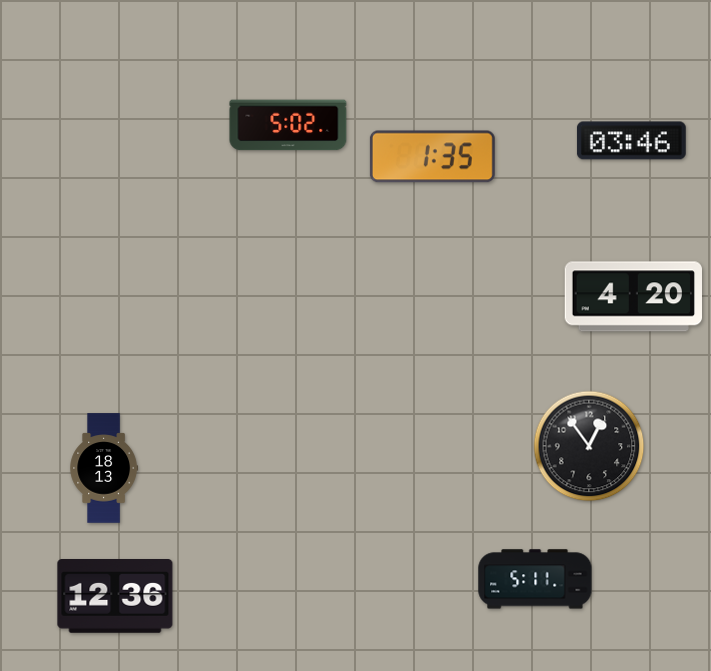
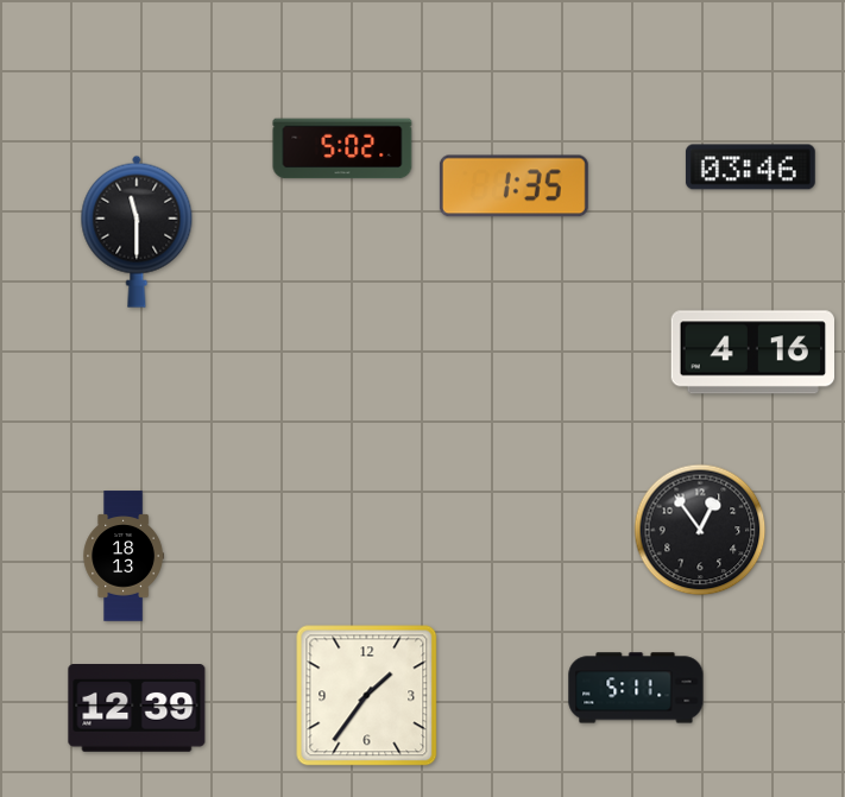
clock at (137, 232): none -> 11:30
clock at (633, 297): 4:20 -> 4:16
clock at (367, 696): none -> 1:36
clock at (115, 596): 12:36 -> 12:39
